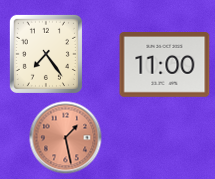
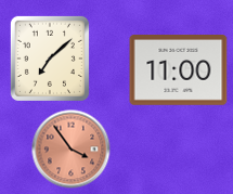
clock at (46, 54): 7:24 -> 7:08
clock at (66, 138): 1:28 -> 3:54
